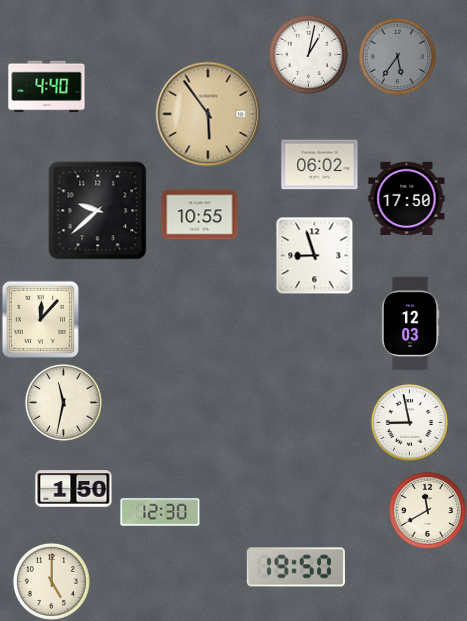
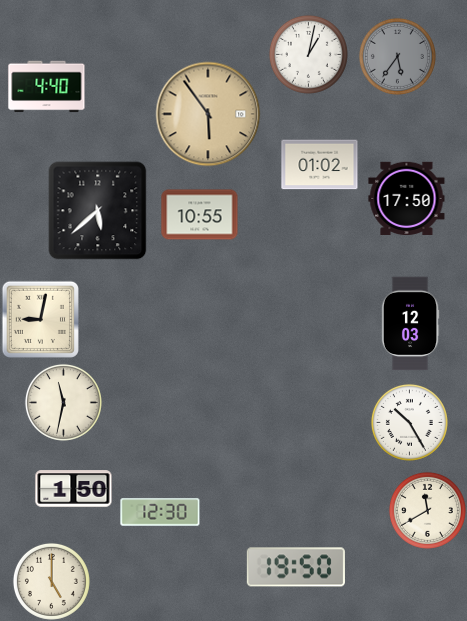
clock at (320, 165): 06:02 -> 01:02
clock at (98, 211): 9:38 -> 5:38
clock at (314, 255): 8:57 -> none
clock at (40, 319): 12:07 -> 9:02
clock at (409, 422): 8:58 -> 10:25
